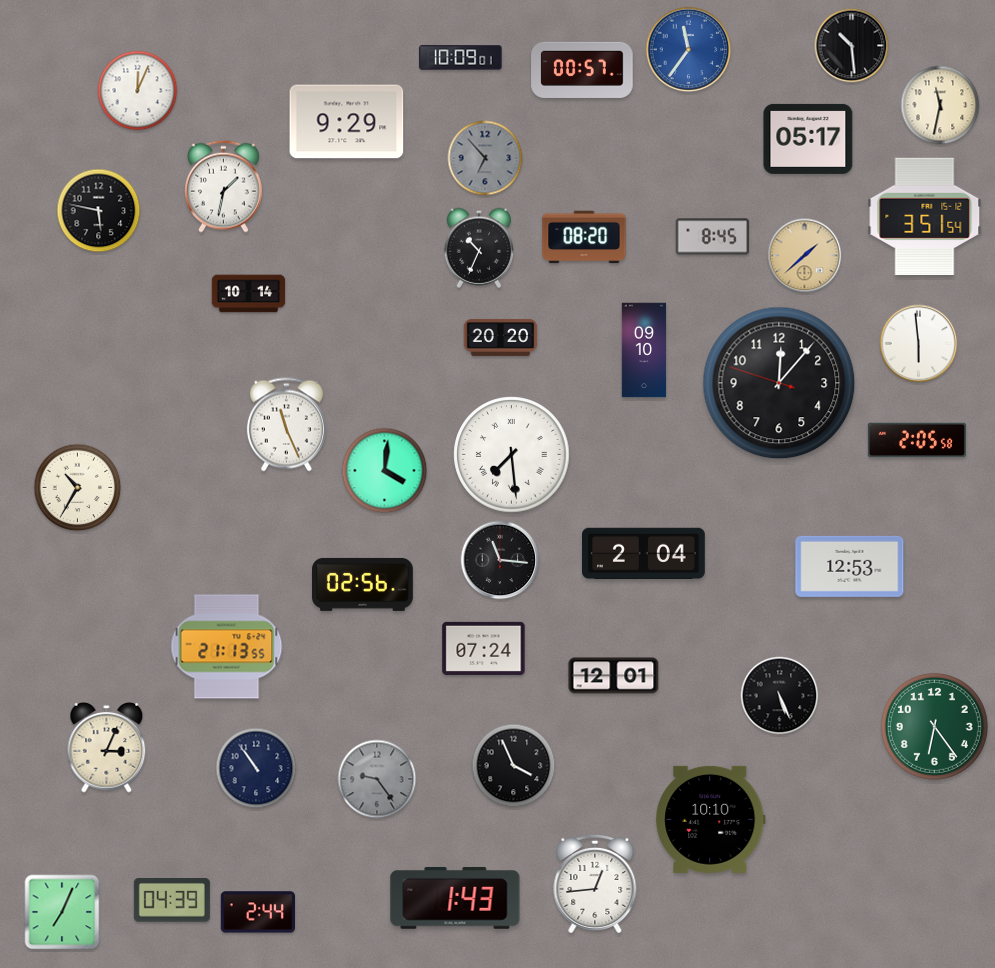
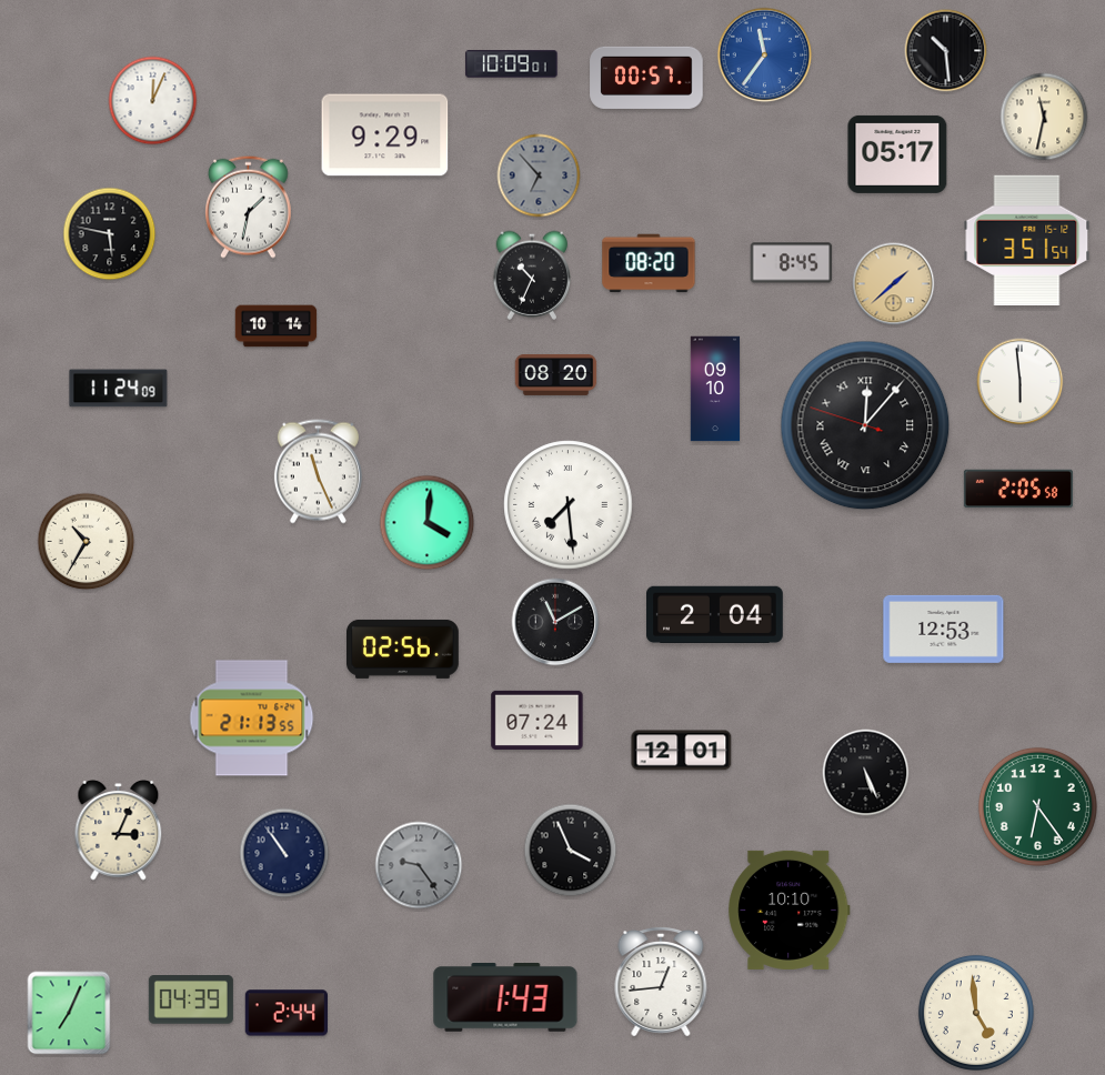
clock at (501, 337): 20:20 -> 08:20
clock at (119, 389): none -> 11:24
clock at (779, 383) numerals: Arabic -> Roman
clock at (500, 560): 11:16 -> 11:10
clock at (976, 1013): none -> 4:59
